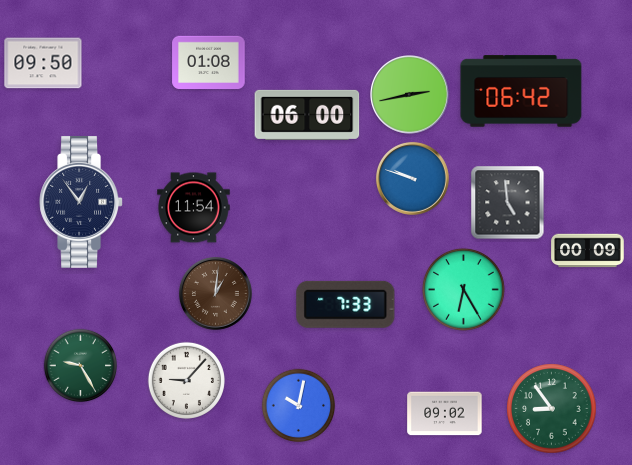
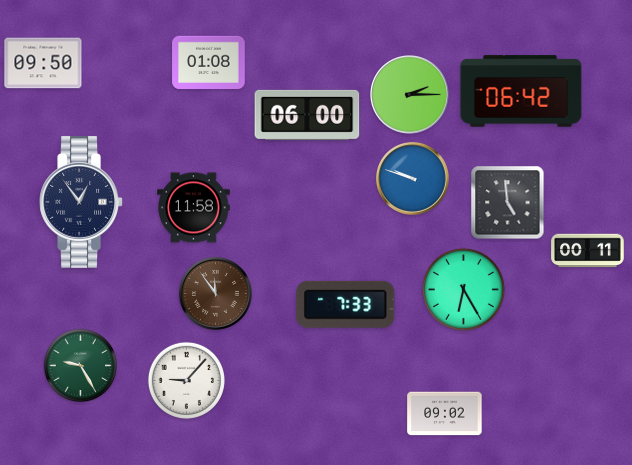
clock at (410, 95): 2:43 -> 2:15
clock at (194, 208): 11:54 -> 11:58
clock at (588, 251): 00:09 -> 00:11
clock at (215, 293): 1:01 -> 11:54
clock at (299, 406): 10:02 -> none
clock at (552, 409): 8:54 -> none
